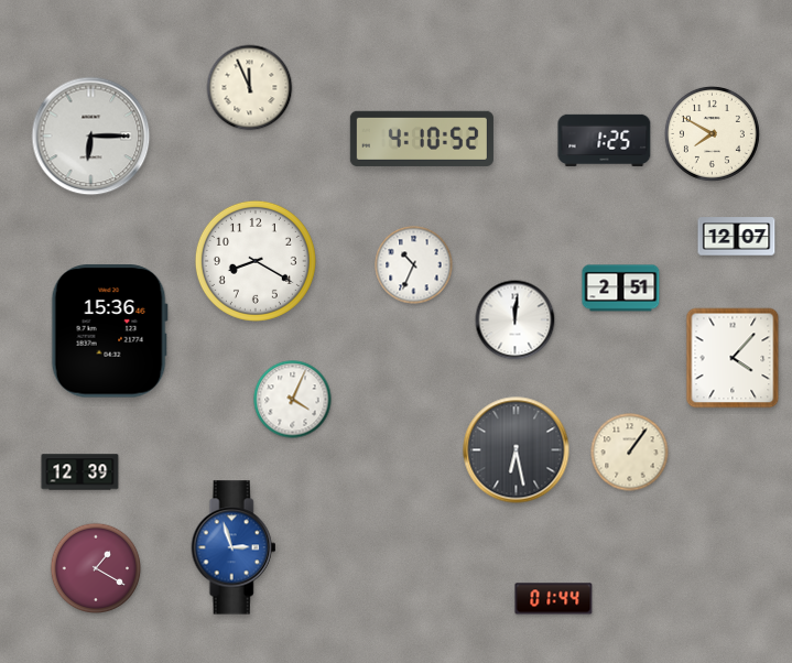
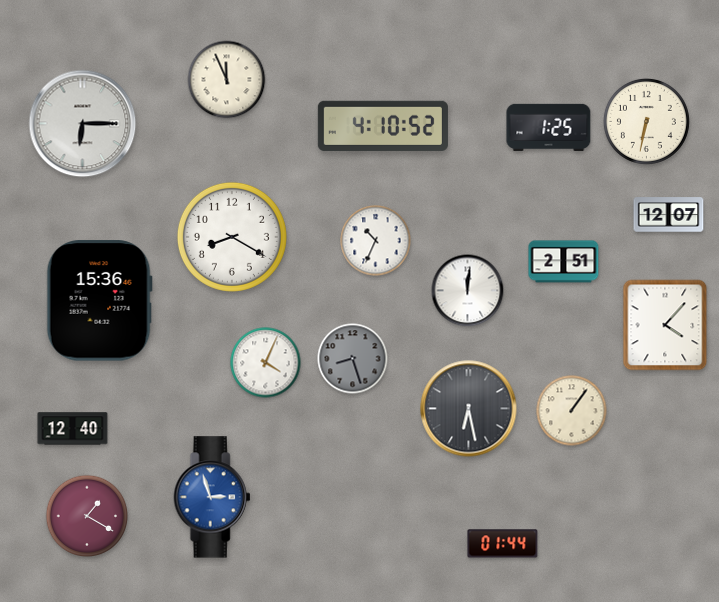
clock at (712, 133): 7:50 -> 6:32
clock at (353, 359): none -> 8:27
clock at (80, 472): 12:39 -> 12:40
